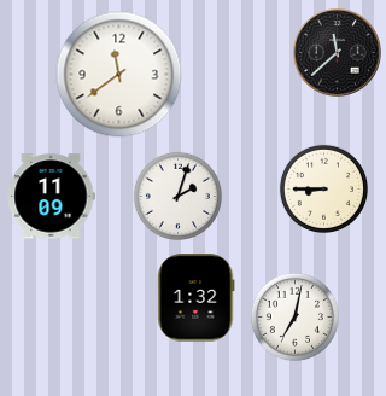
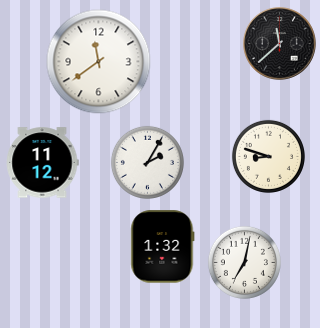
clock at (323, 188): 8:45 -> 8:48
clock at (177, 196): 2:03 -> 2:05
clock at (51, 197): 11:09 -> 11:12
